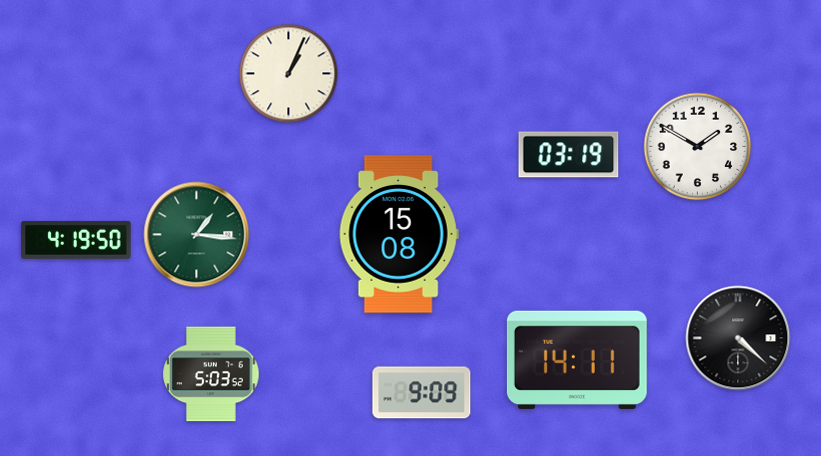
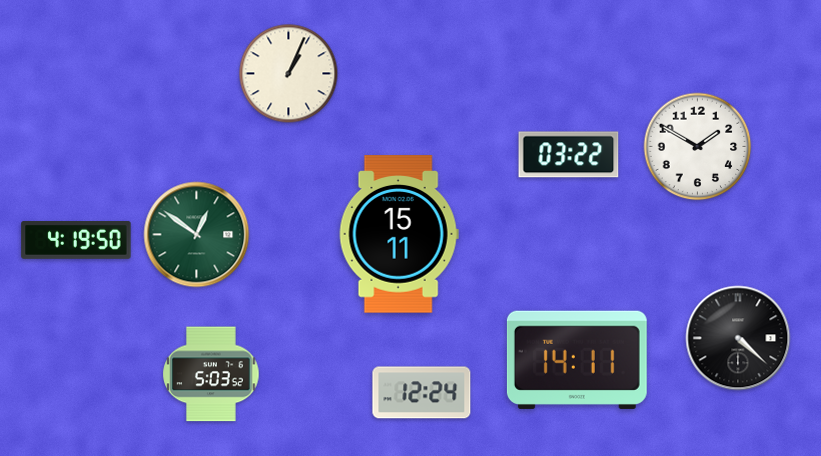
clock at (569, 155): 03:19 -> 03:22
clock at (399, 234): 15:08 -> 15:11
clock at (197, 235): 1:16 -> 12:51
clock at (422, 393): 9:09 -> 12:24
